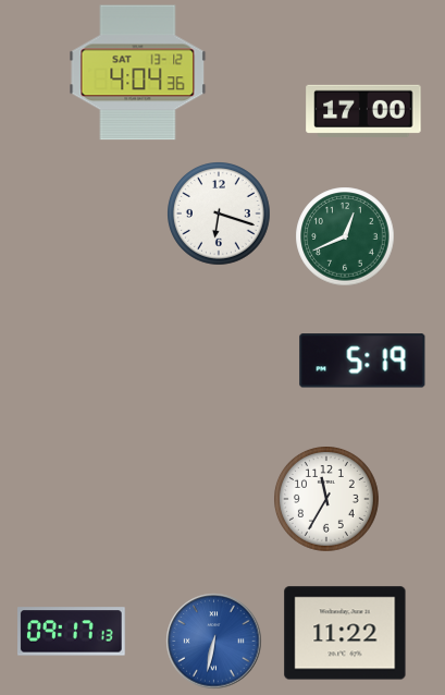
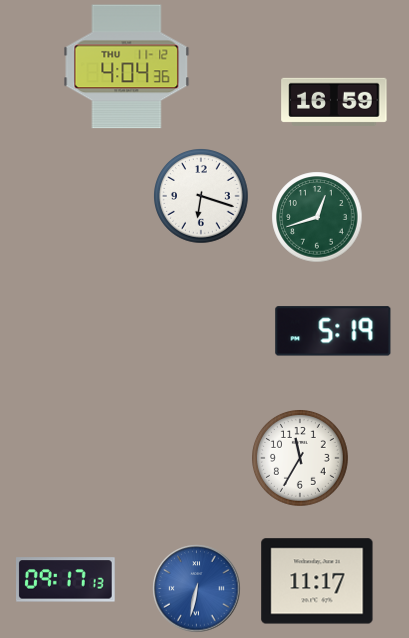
clock at (138, 73) date: SAT 13-12 -> THU 11-12
clock at (363, 111): 17:00 -> 16:59
clock at (345, 236): 12:41 -> 12:42
clock at (345, 633): 11:22 -> 11:17
